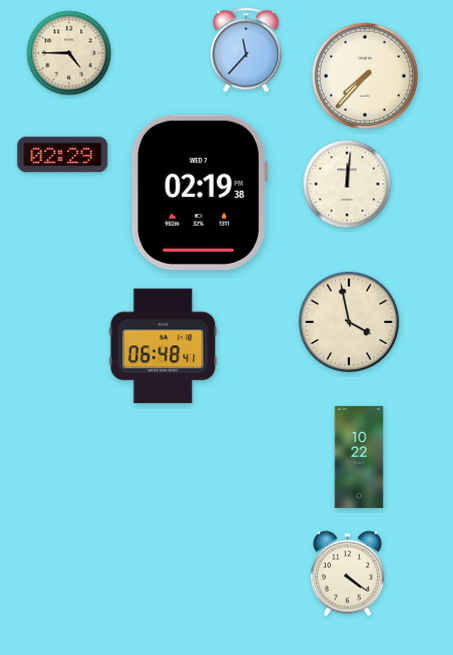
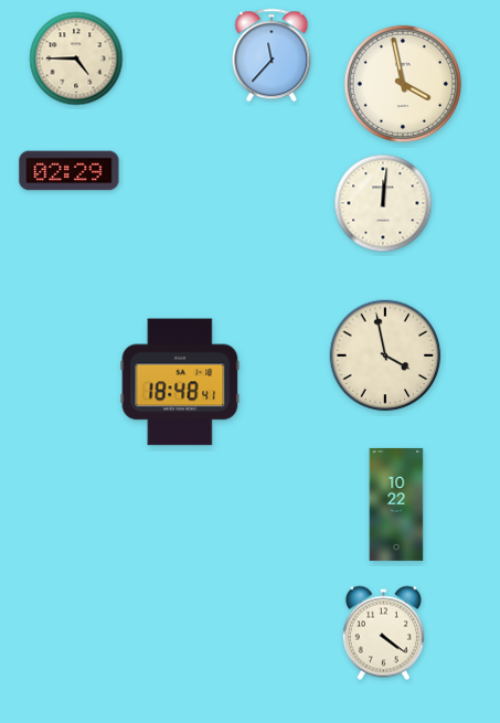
clock at (365, 76): 7:37 -> 3:58
clock at (199, 192): 02:19 -> none
clock at (163, 346): 06:48 -> 18:48
